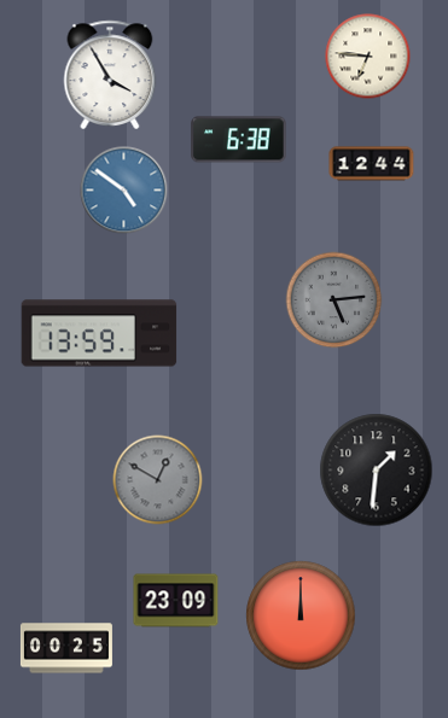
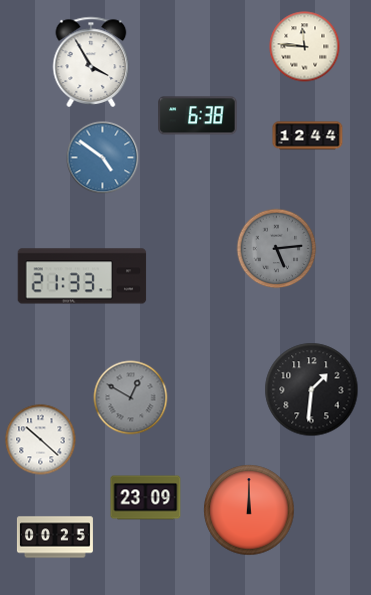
clock at (368, 57): 6:46 -> 11:46
clock at (99, 333): 13:59 -> 21:33
clock at (41, 440): none -> 10:22
